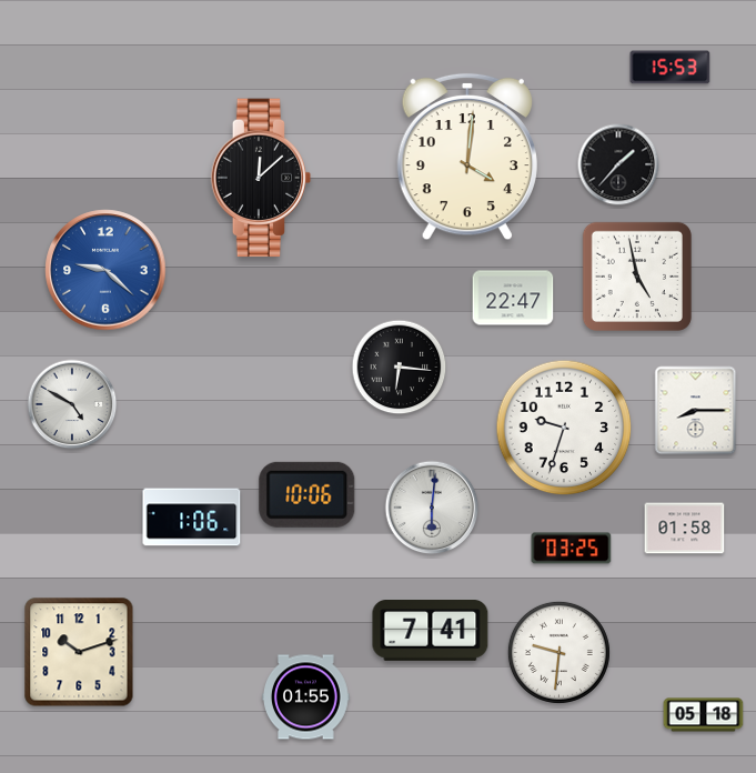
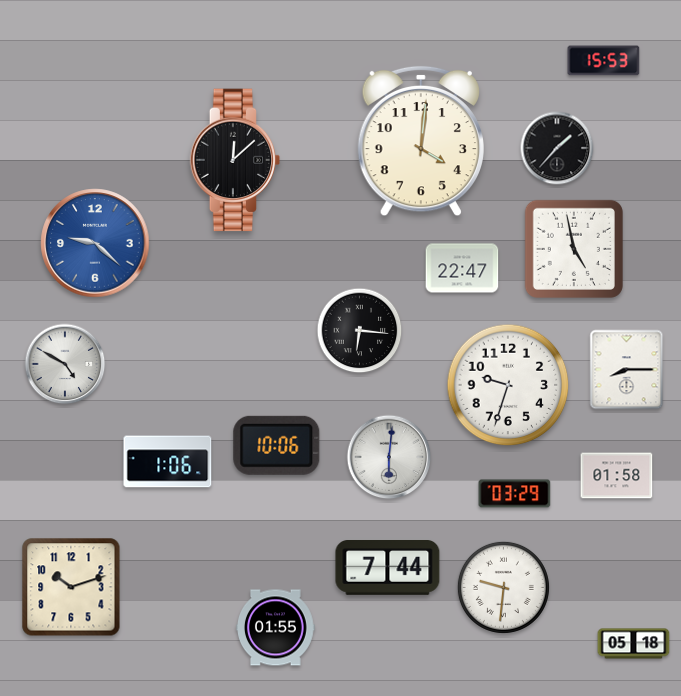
clock at (192, 518) position: (192, 518) -> (168, 462)
clock at (572, 549): 03:25 -> 03:29
clock at (431, 631): 7:41 -> 7:44
